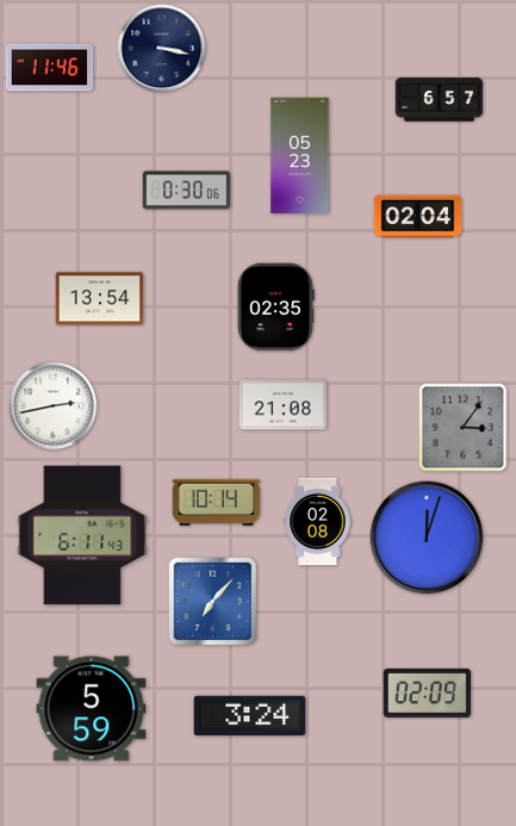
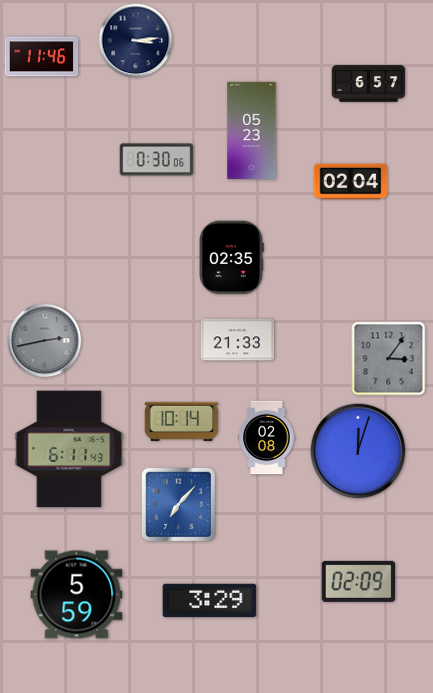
clock at (162, 49): 3:17 -> 3:14
clock at (100, 299): 13:54 -> none
clock at (284, 405): 21:08 -> 21:33
clock at (54, 406) dial: white -> grey
clock at (250, 716): 3:24 -> 3:29
